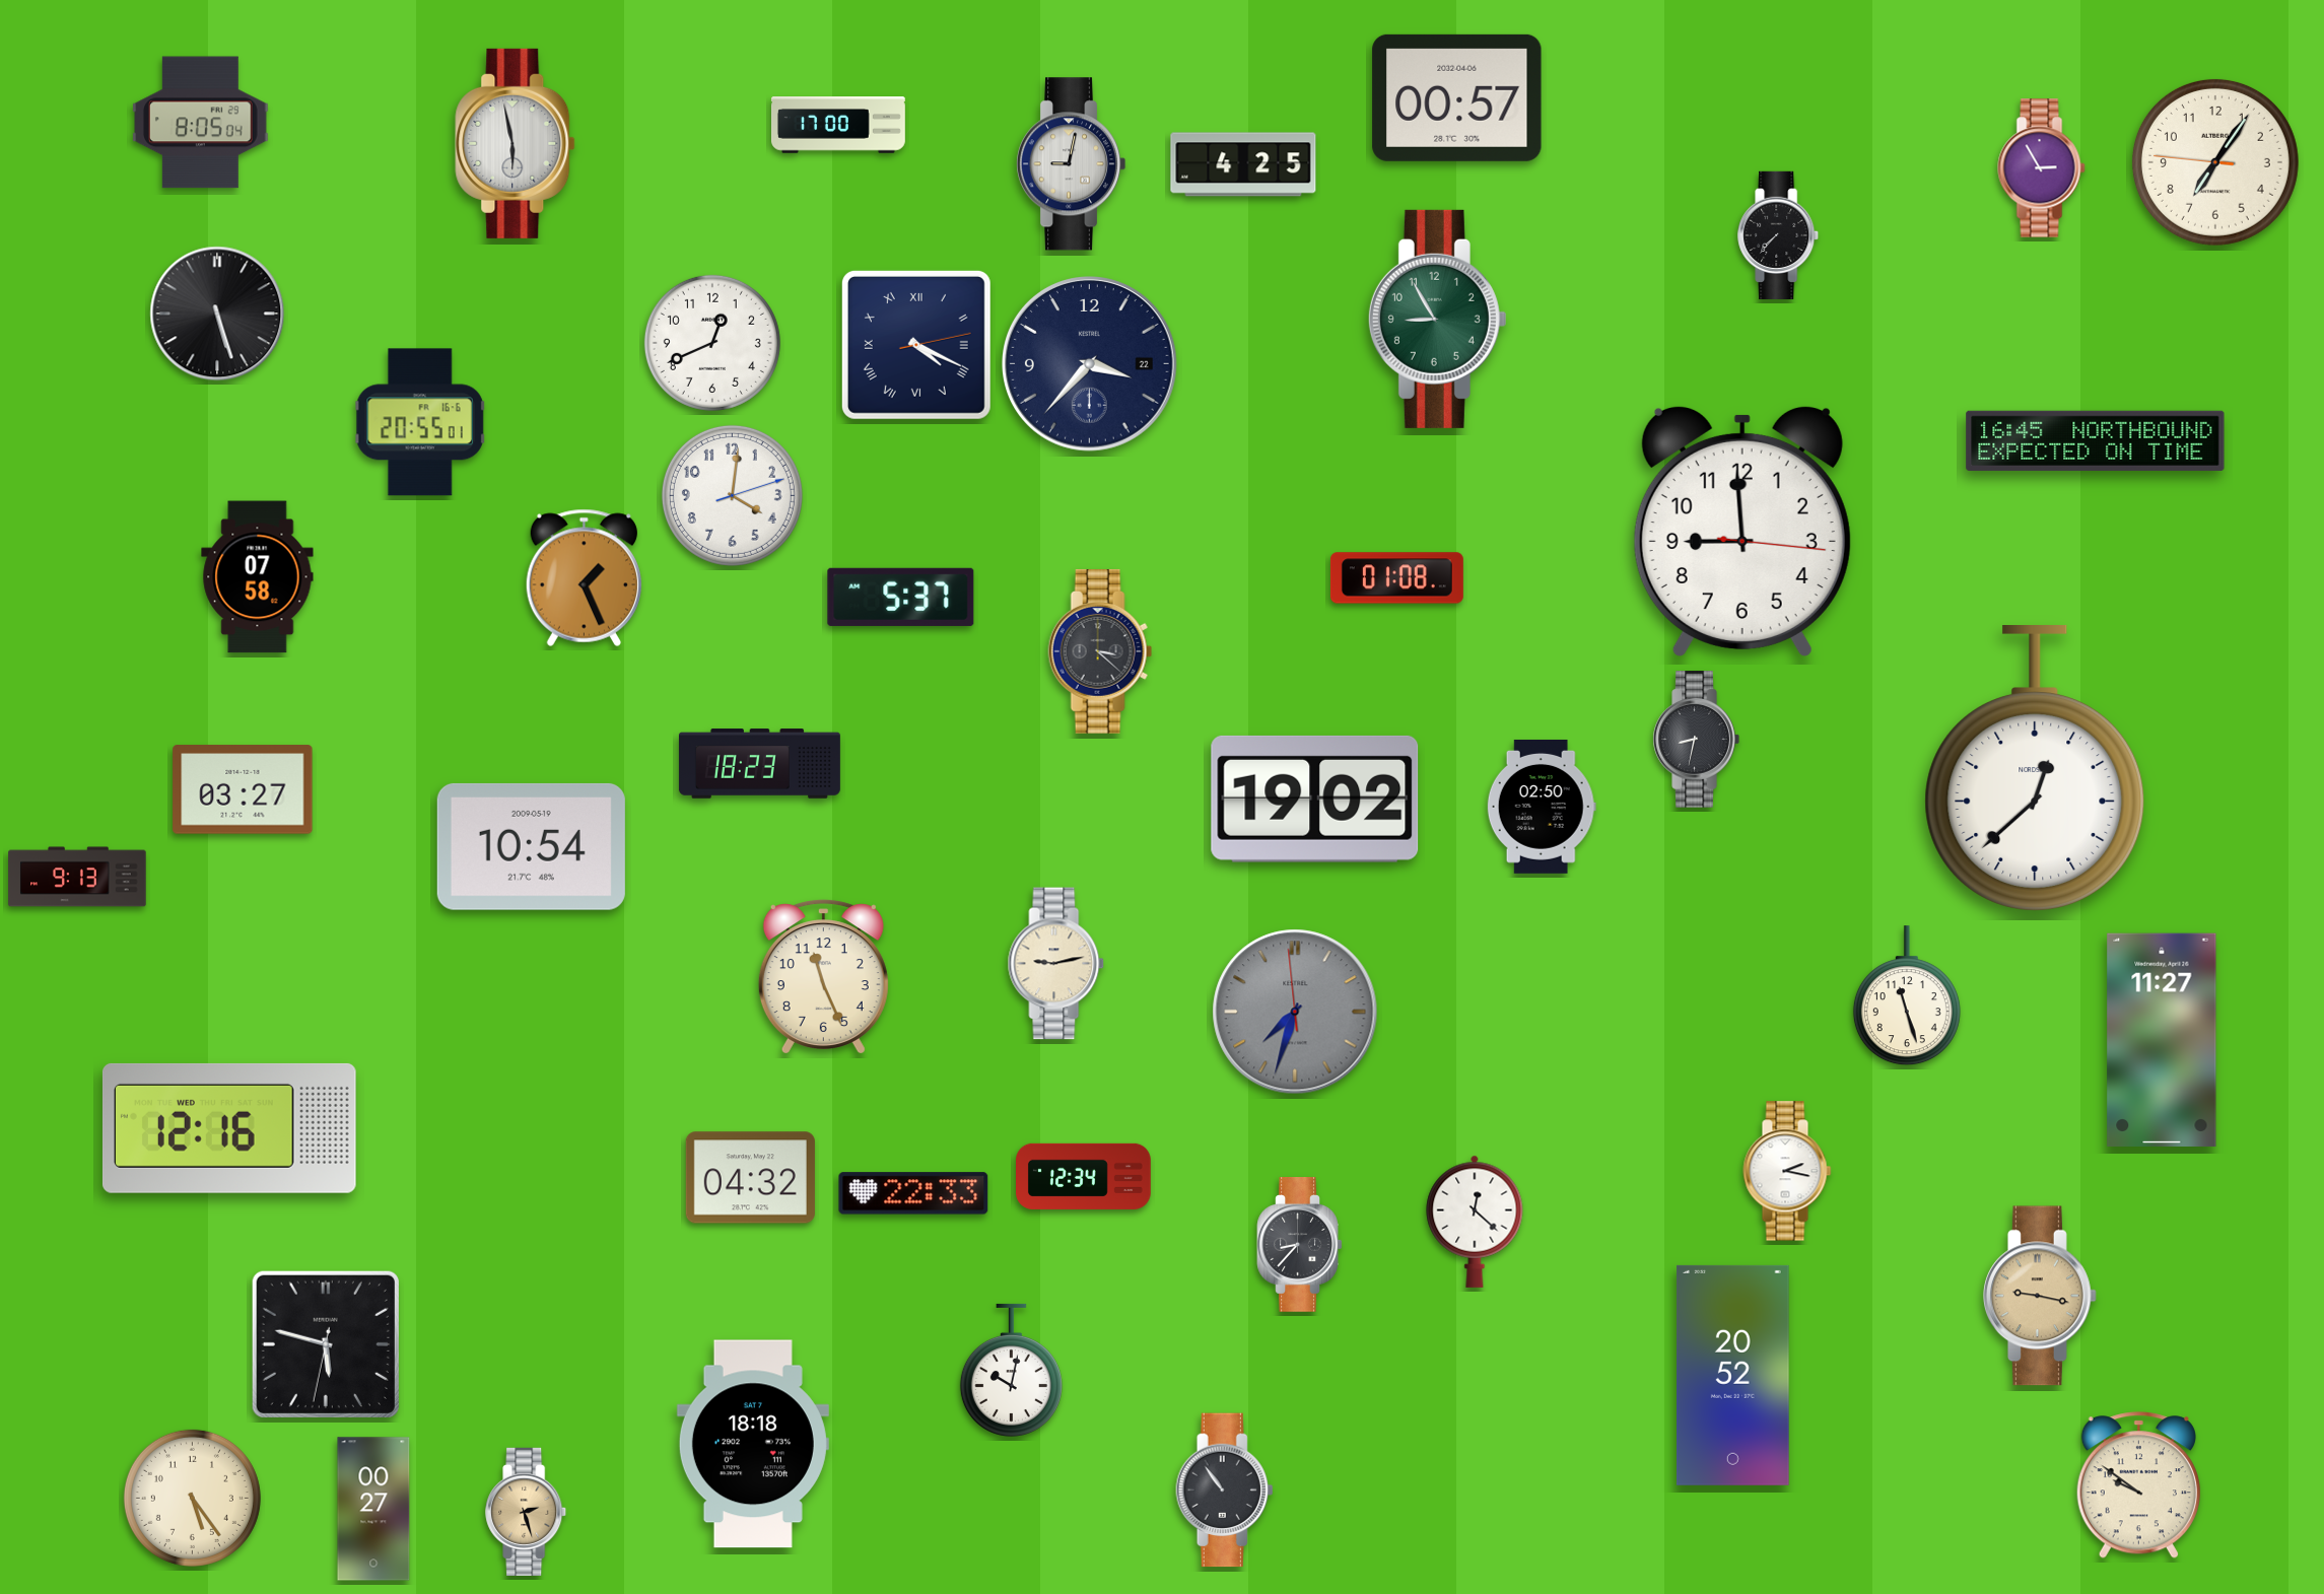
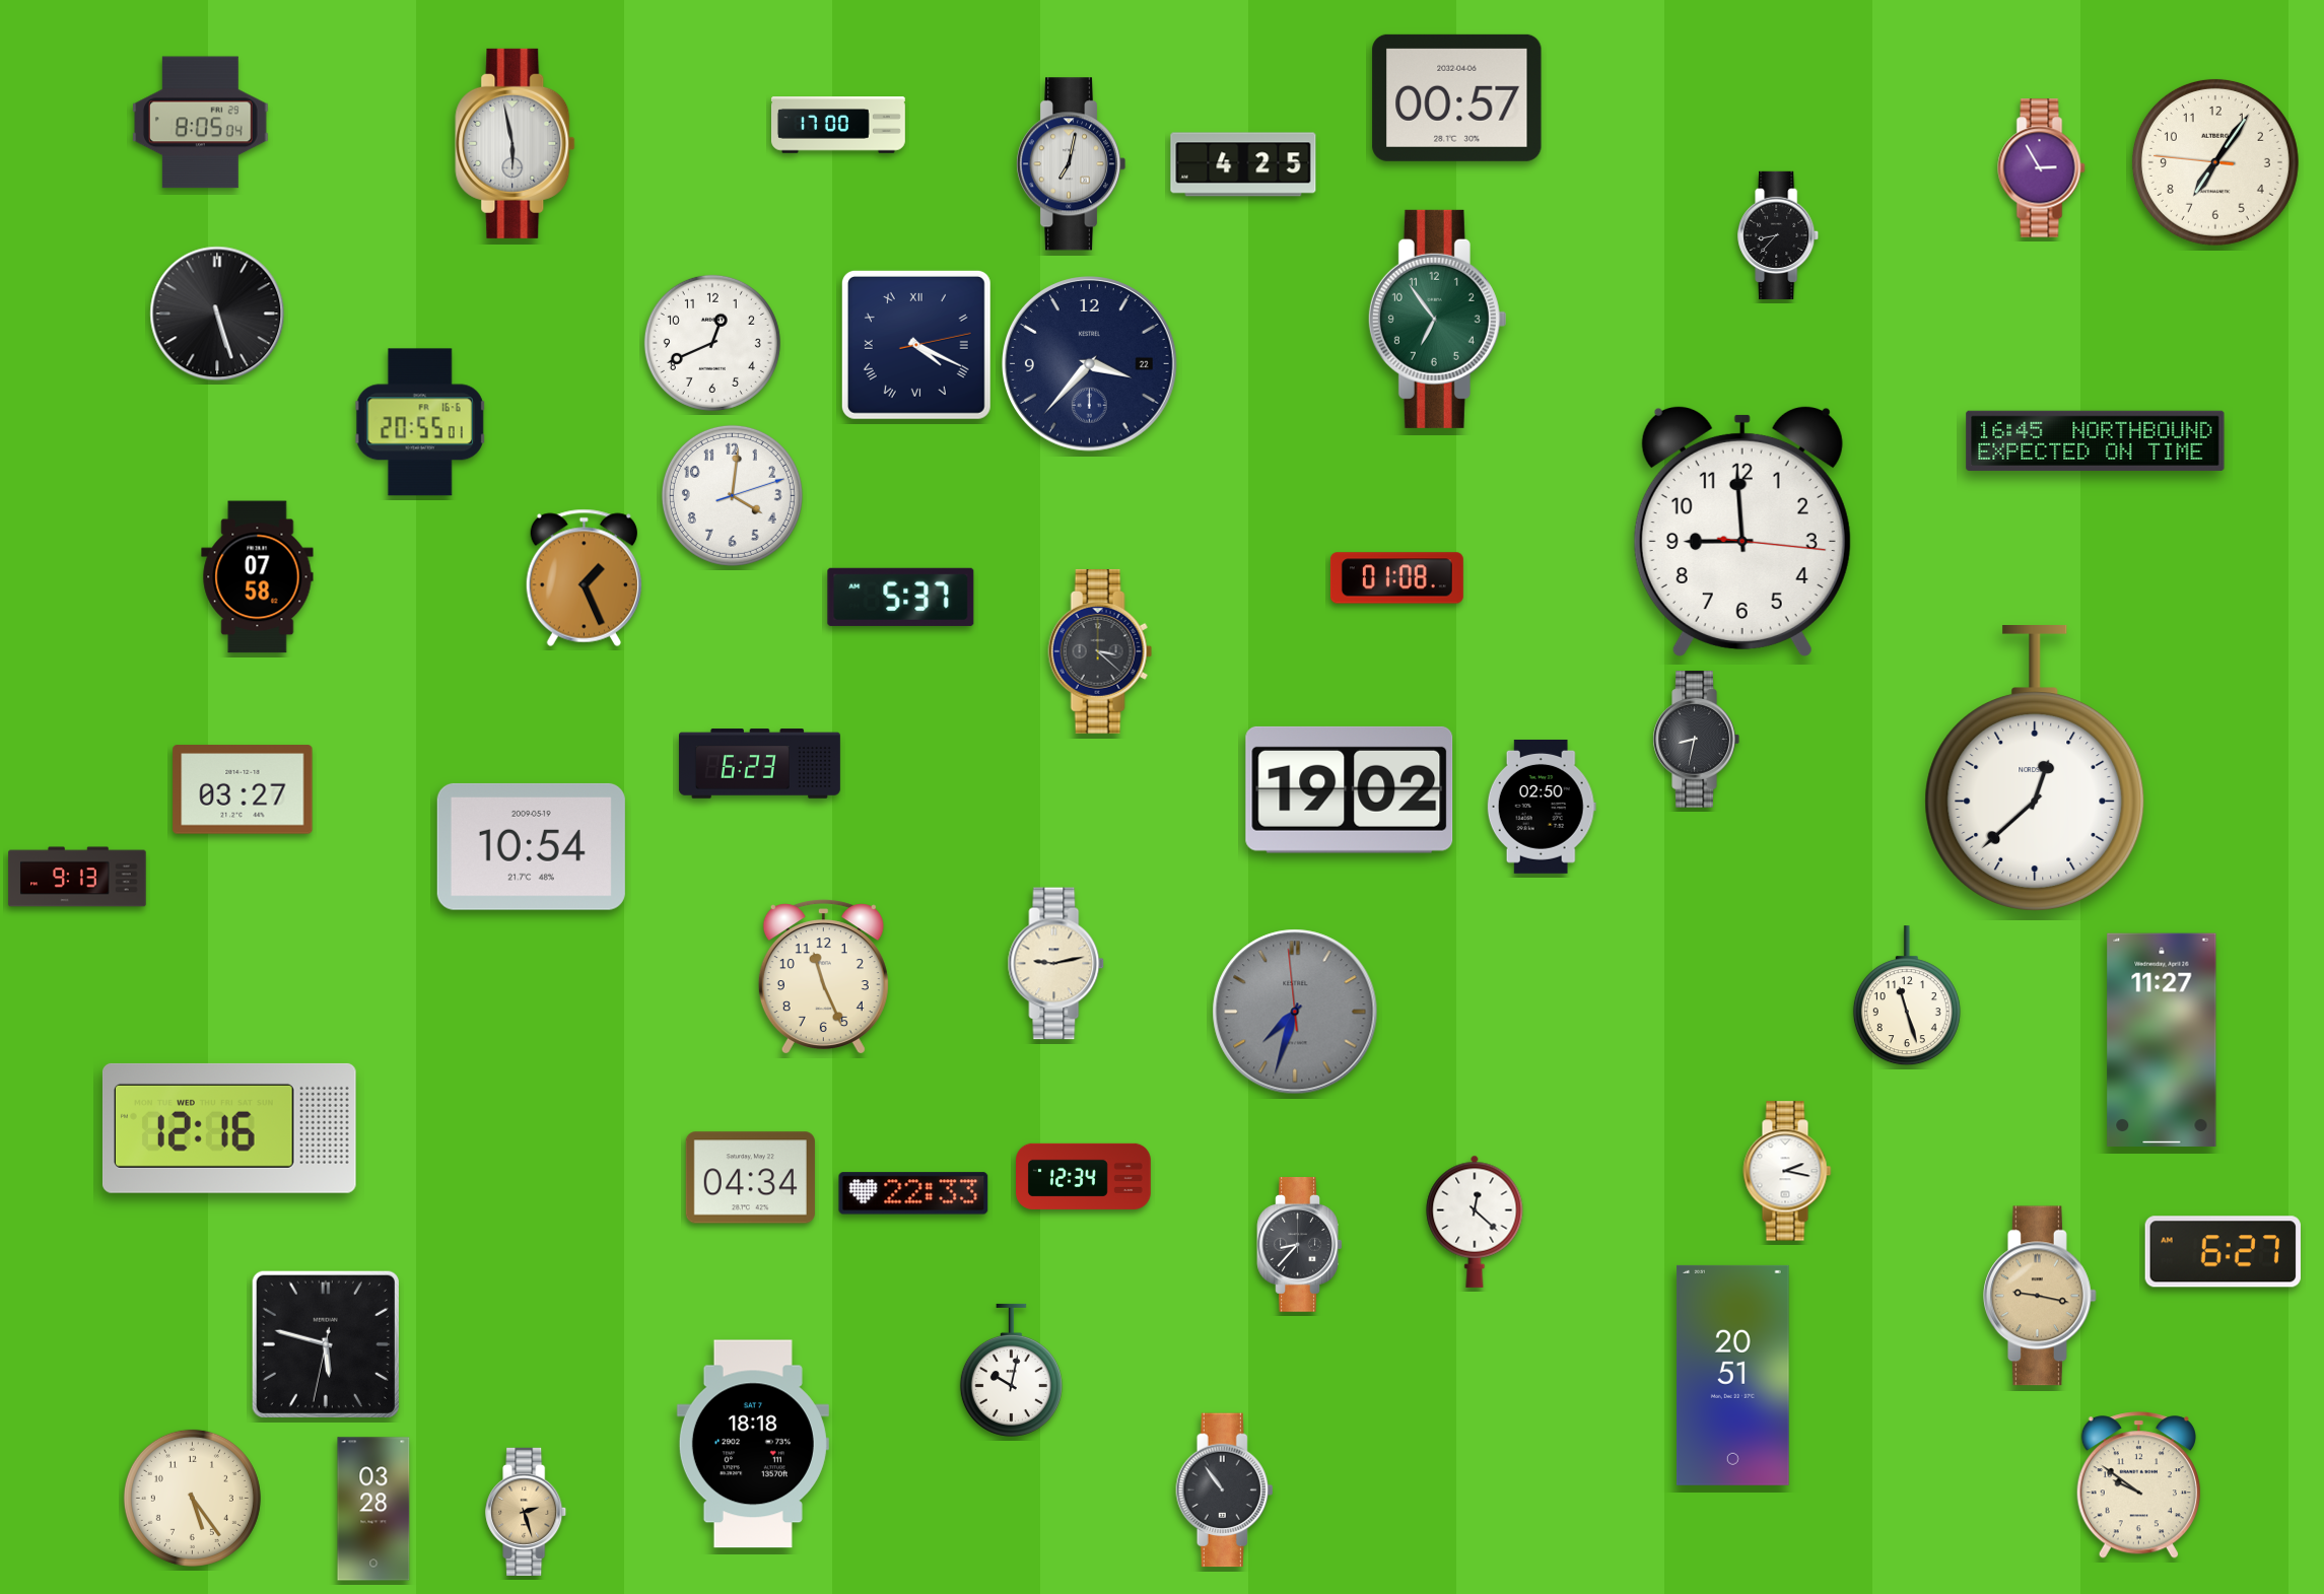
clock at (1071, 164): 9:02 -> 7:02
clock at (1779, 235): 7:37 -> 8:37
clock at (1437, 319): 8:55 -> 6:54
clock at (759, 764): 18:23 -> 6:23
clock at (1315, 799) position: (1315, 799) -> (1350, 789)
clock at (750, 1178): 04:32 -> 04:34
clock at (2223, 1252): none -> 6:27
clock at (1733, 1375): 20:52 -> 20:51
clock at (373, 1509): 00:27 -> 03:28
